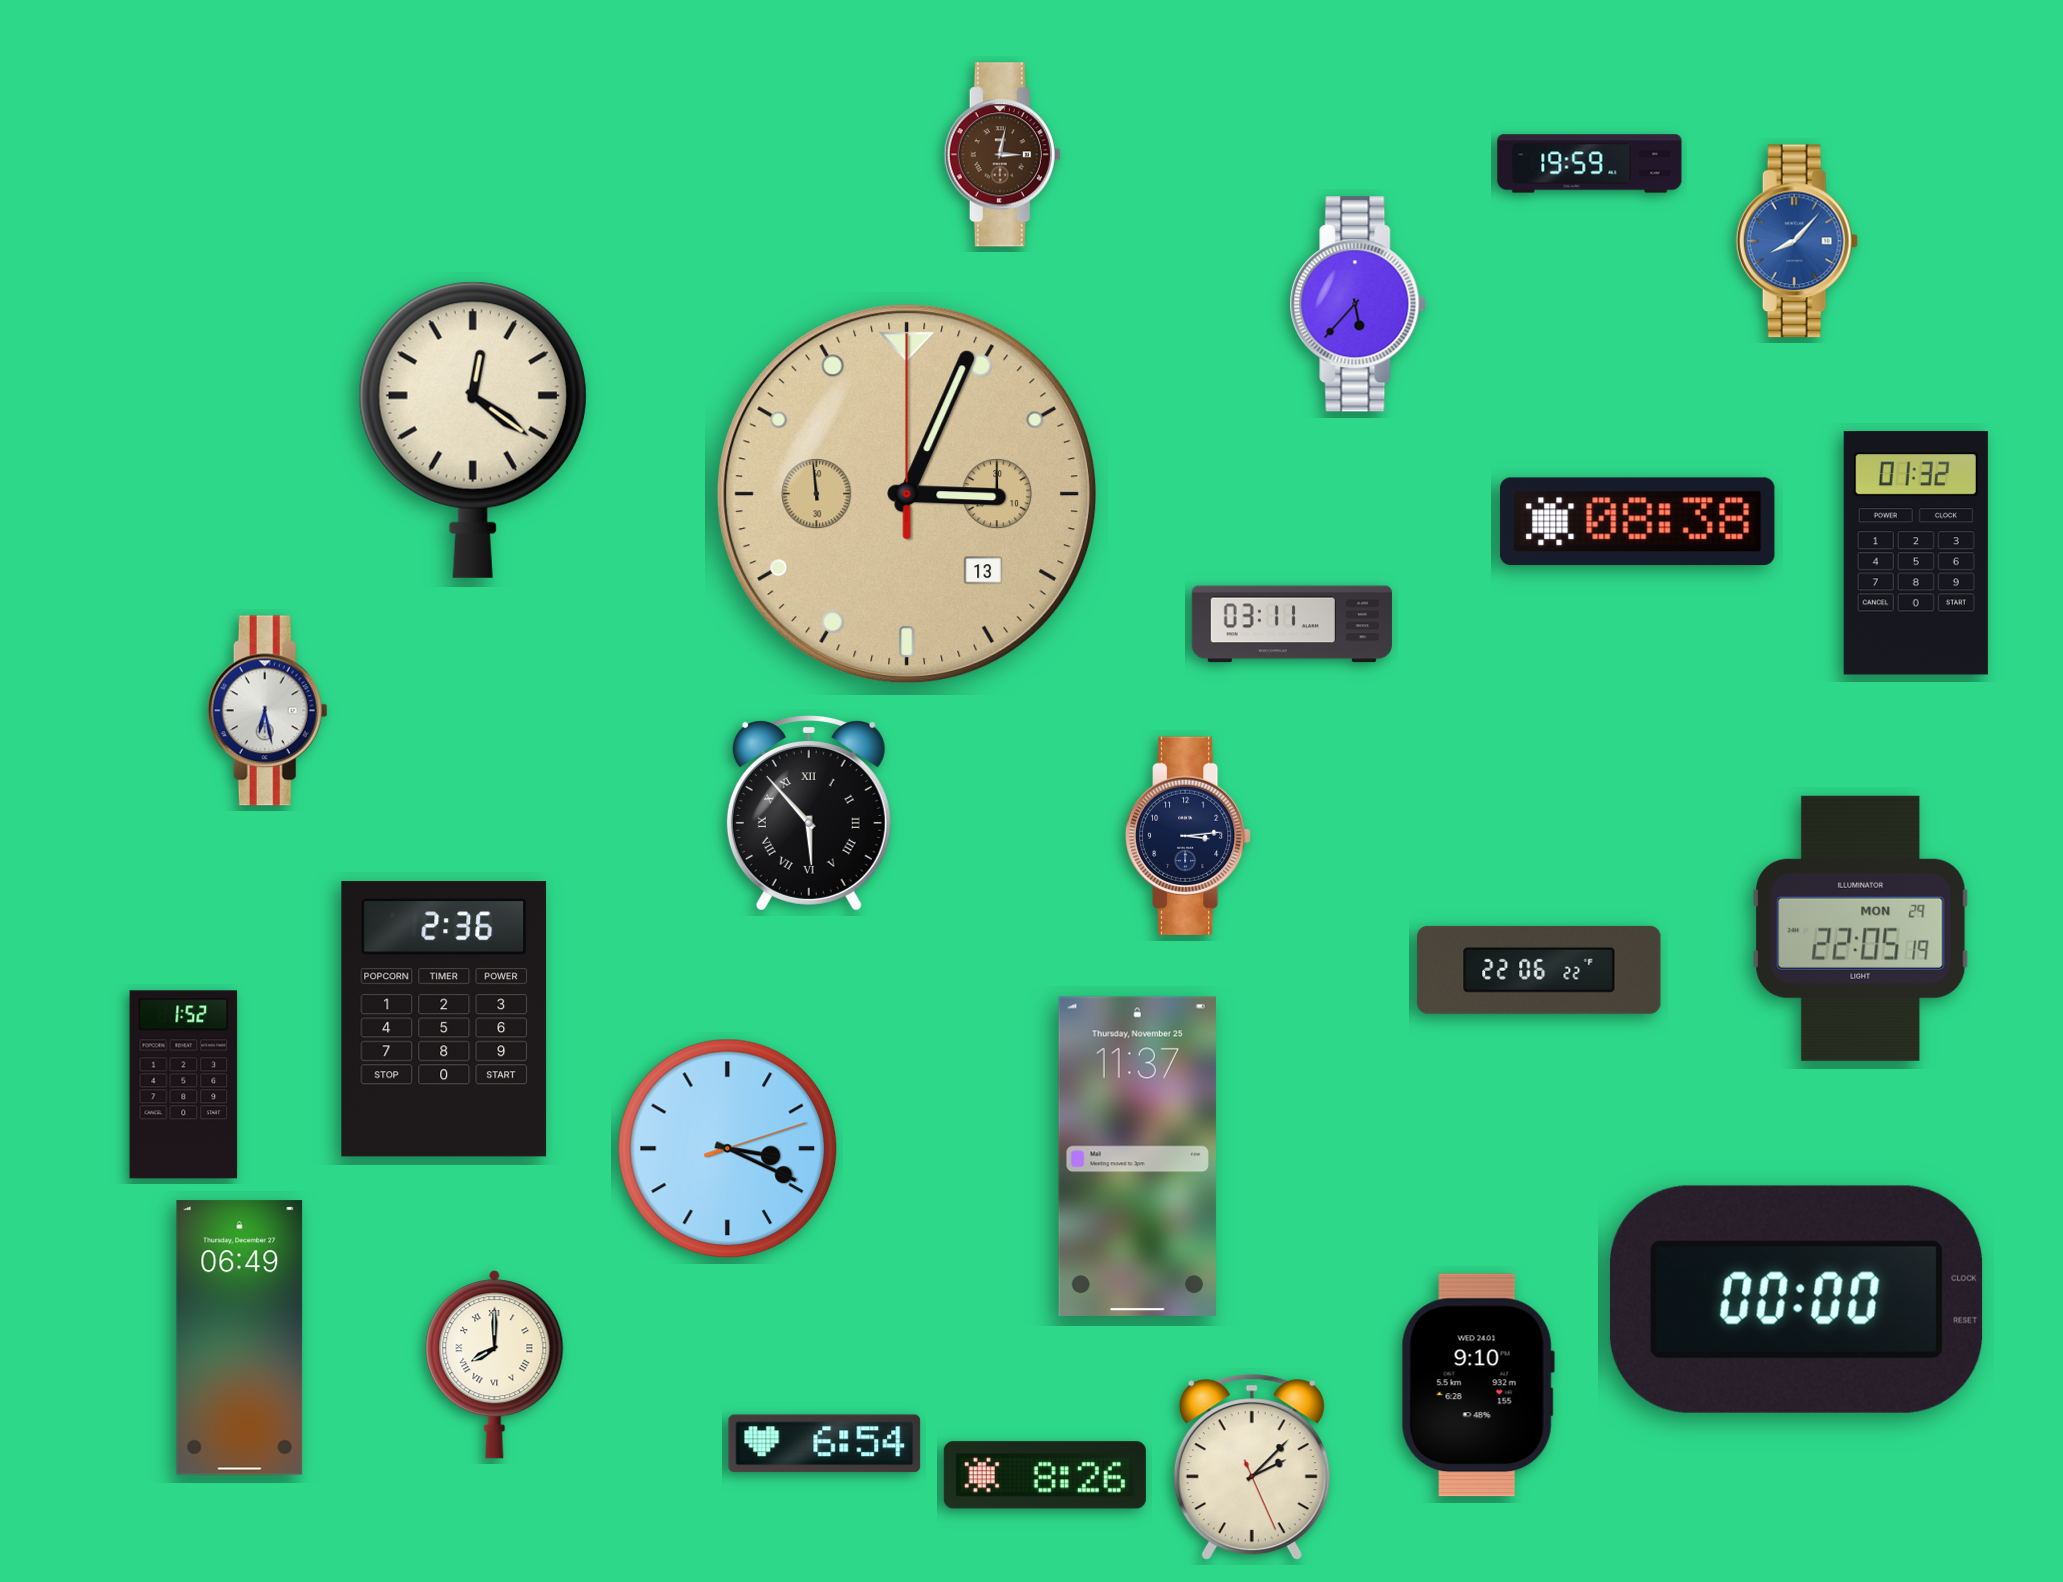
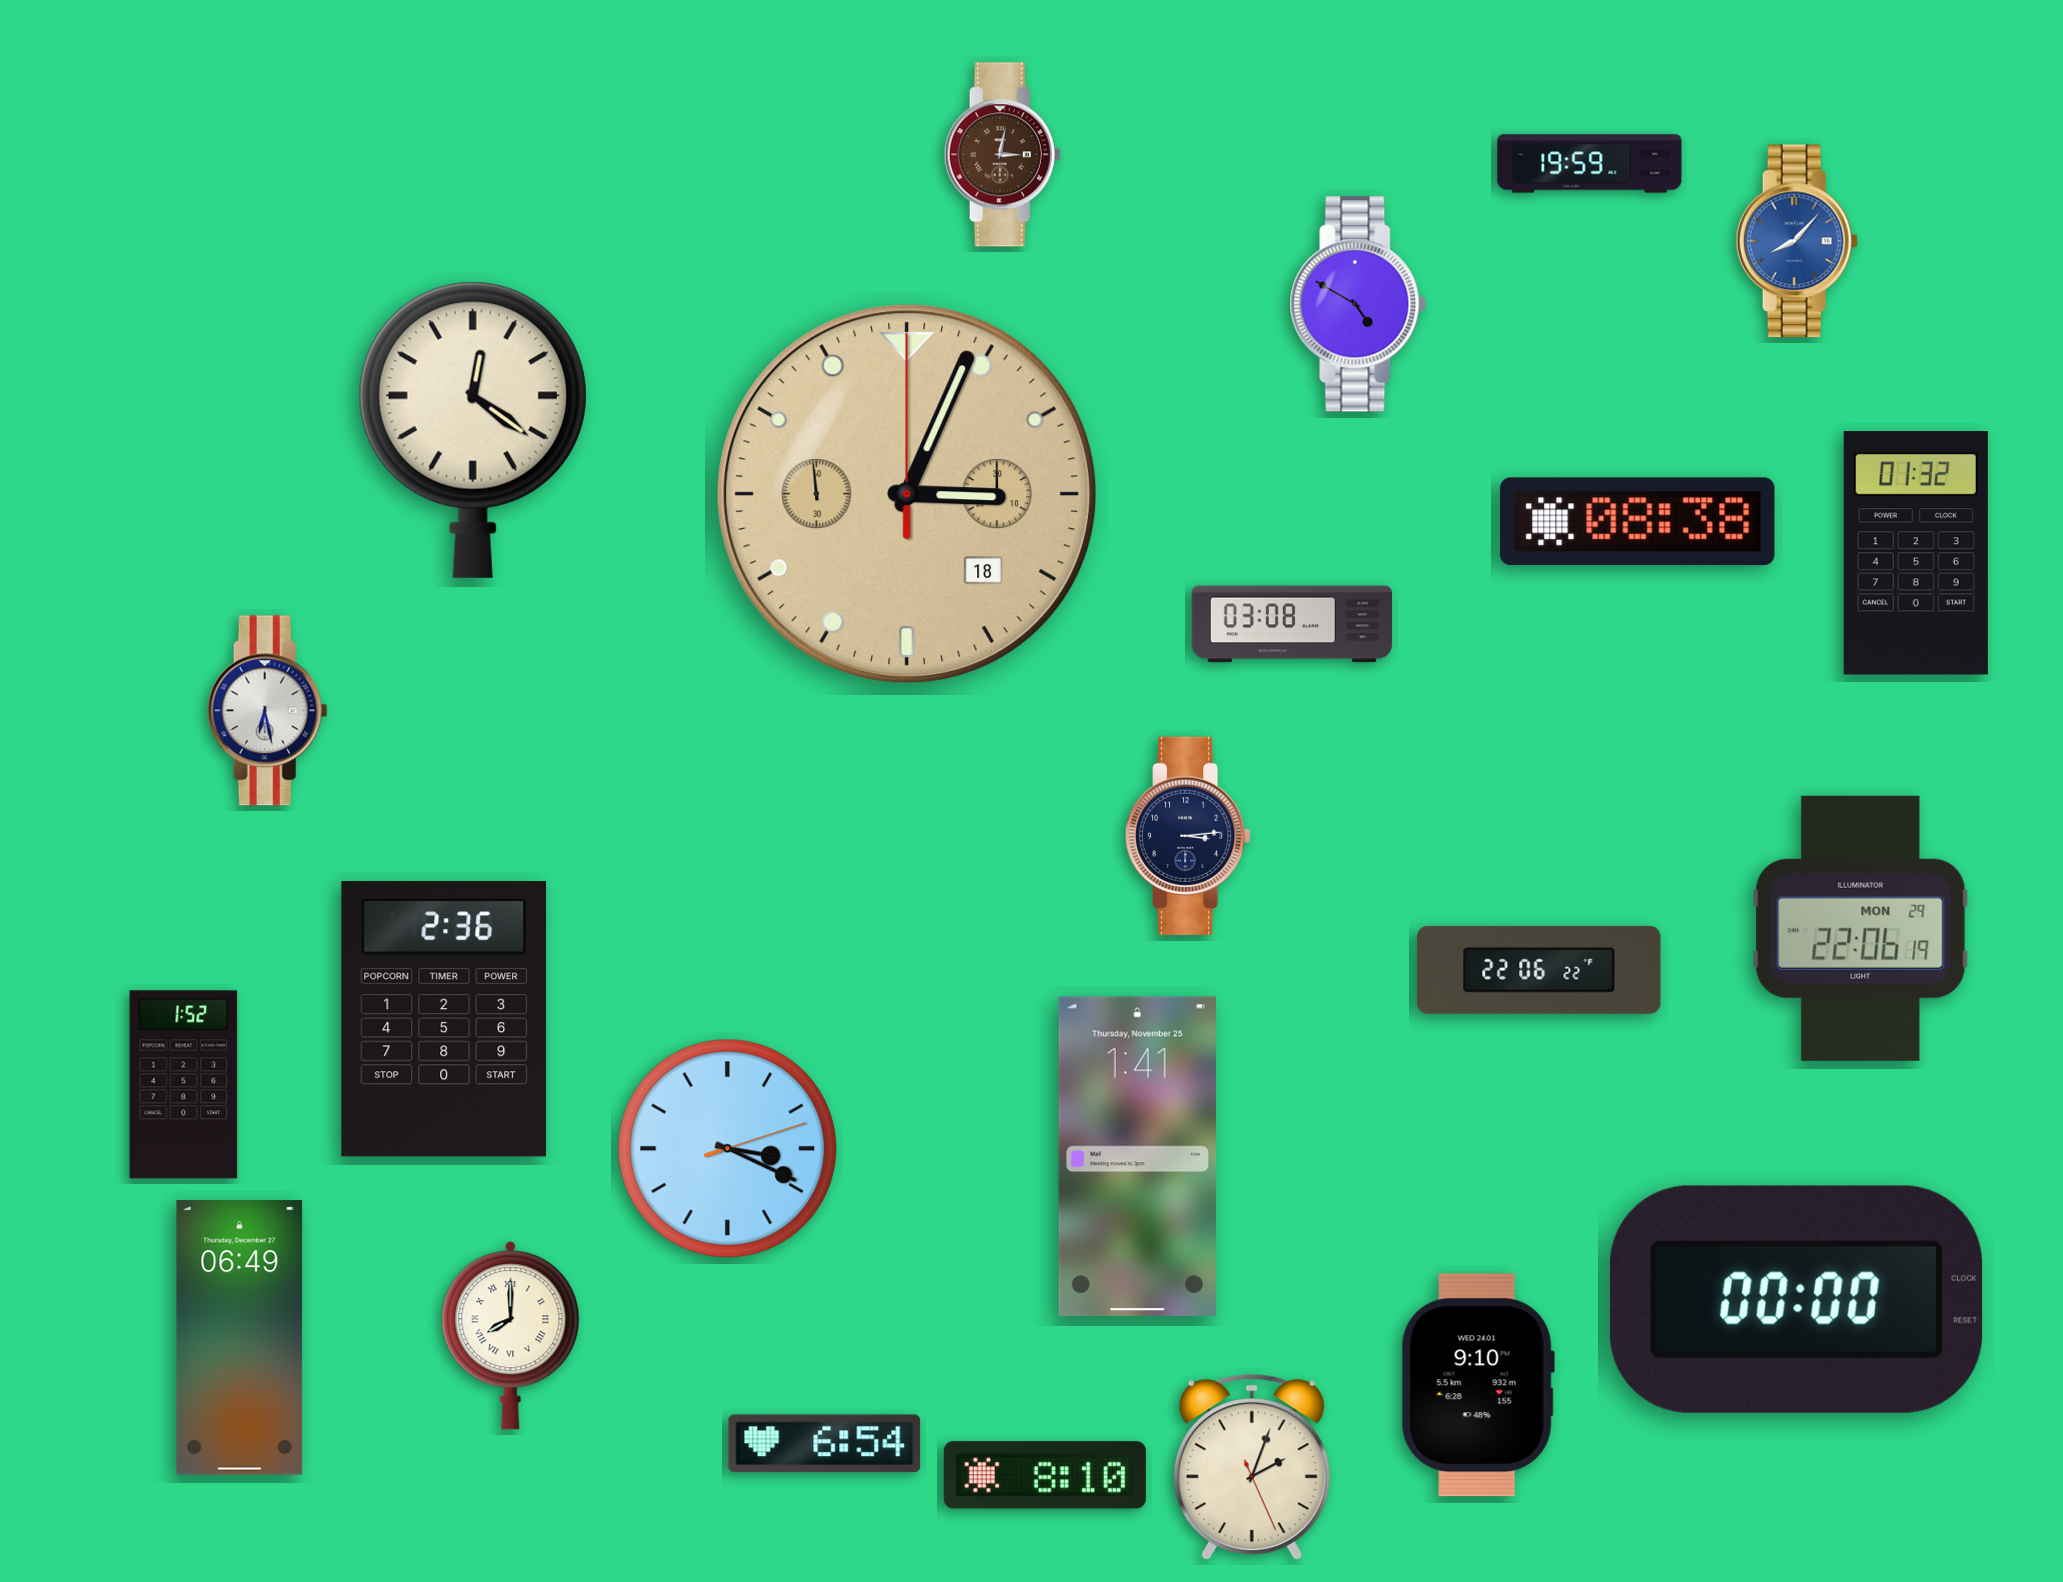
clock at (1358, 304): 5:37 -> 4:50
clock at (906, 493) date: 13 -> 18
clock at (1292, 624): 03:11 -> 03:08
clock at (809, 814): 5:53 -> none
clock at (1861, 928): 22:05 -> 22:06
clock at (1137, 1156): 11:37 -> 1:41
clock at (495, 1365) position: (495, 1365) -> (511, 1336)
clock at (1252, 1467): 2:07 -> 2:03
clock at (1045, 1475): 8:26 -> 8:10
